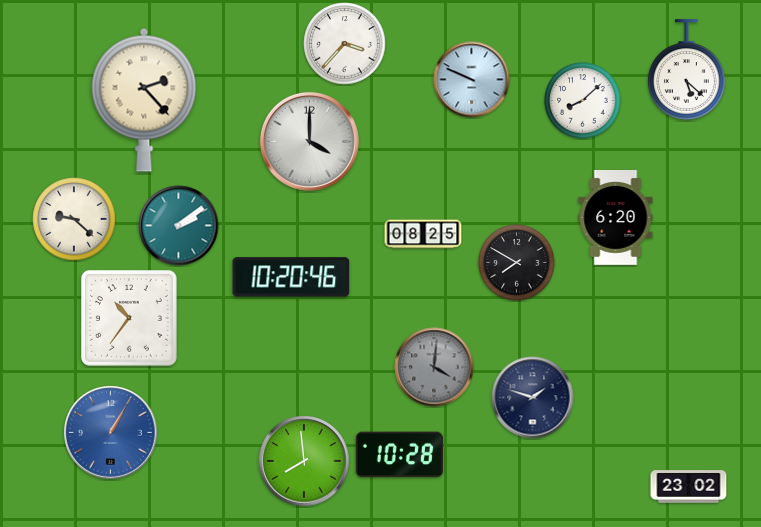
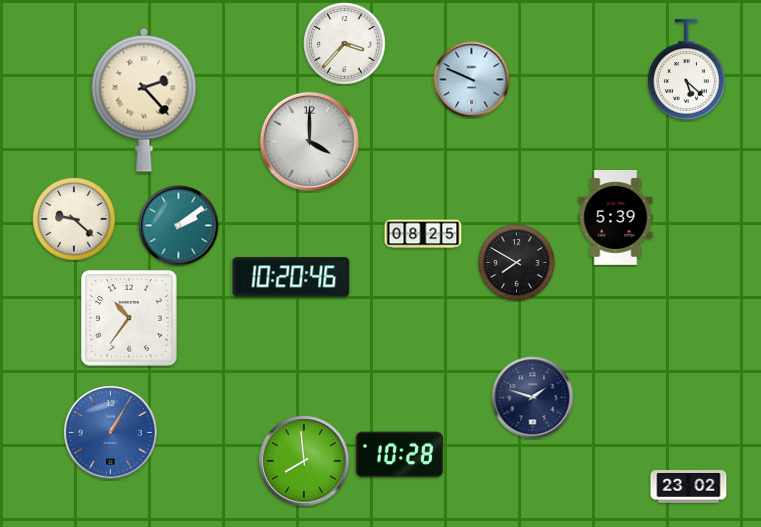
clock at (583, 101): 8:08 -> none
clock at (616, 218): 6:20 -> 5:39
clock at (434, 367): 4:01 -> none
